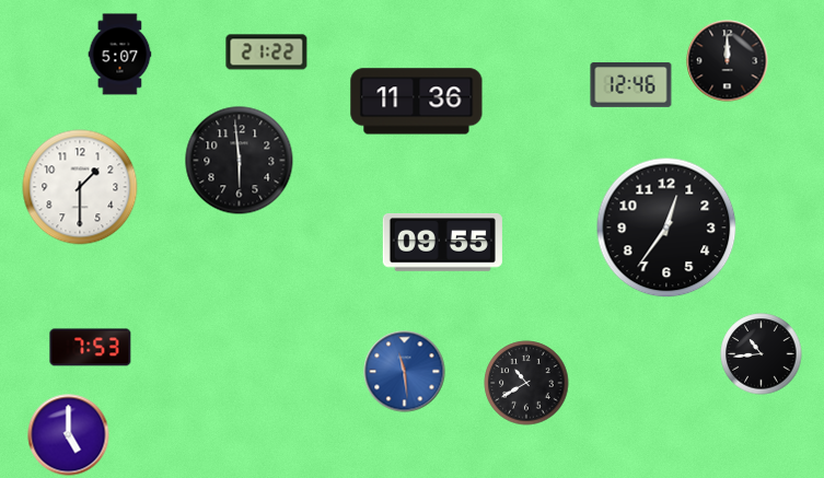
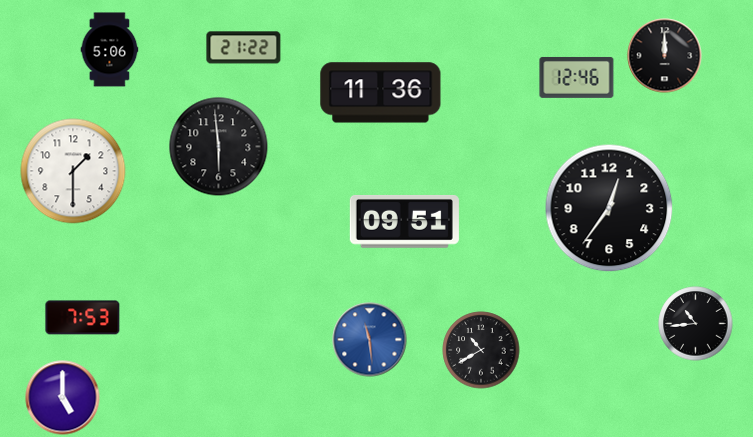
clock at (120, 55): 5:07 -> 5:06
clock at (442, 243): 09:55 -> 09:51
